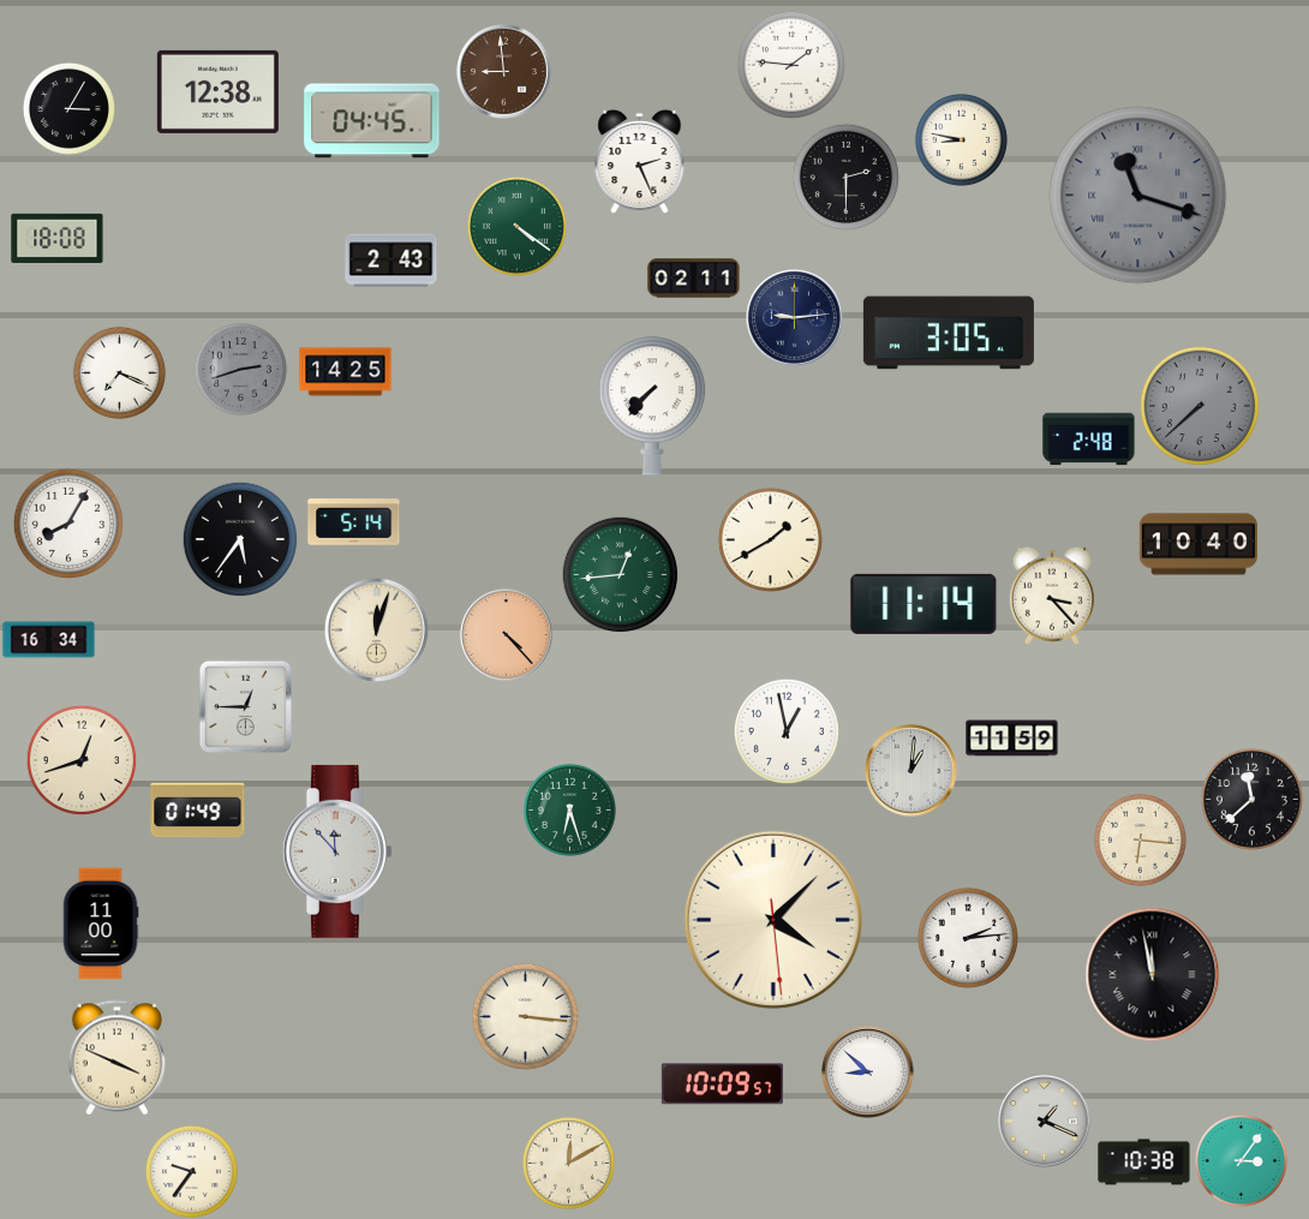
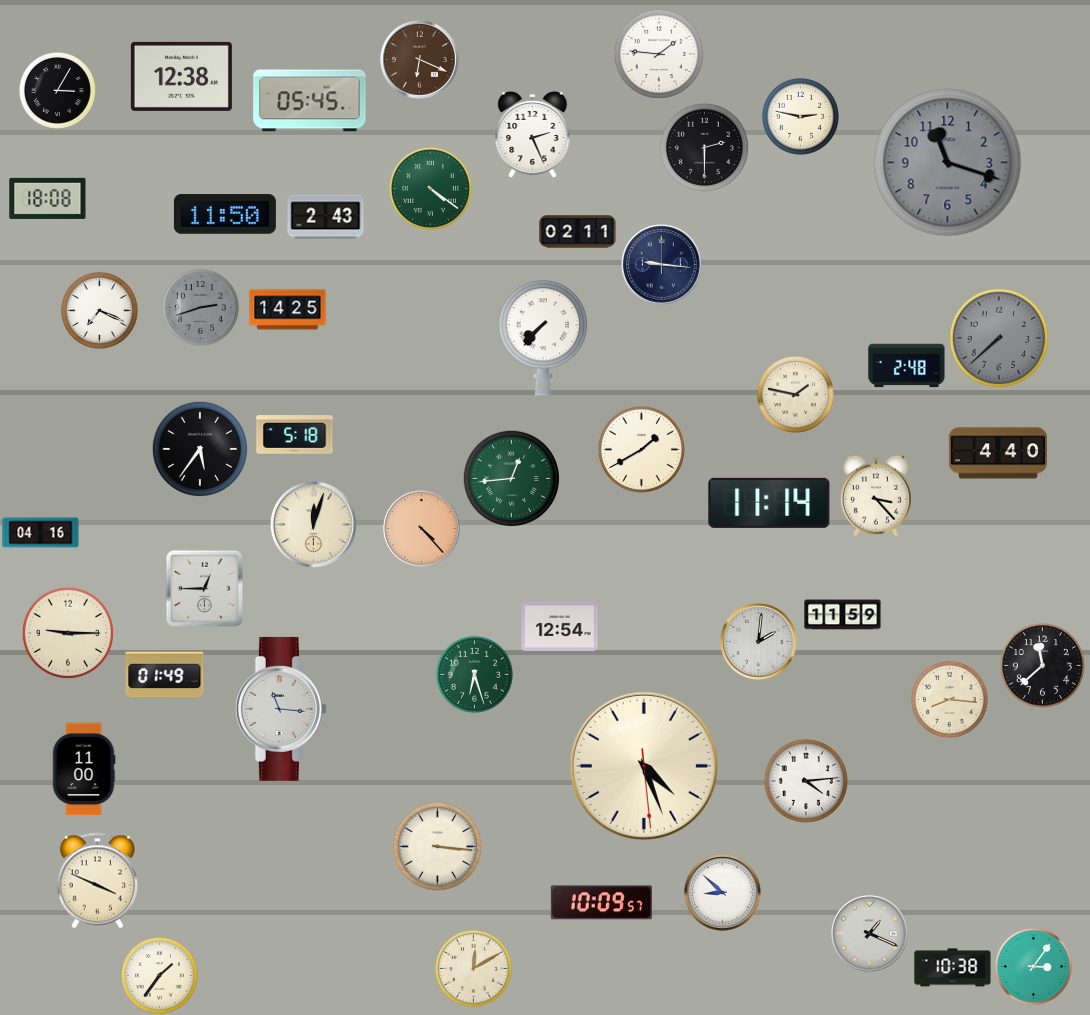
clock at (504, 72): 8:59 -> 6:19
clock at (372, 121): 04:45 -> 05:45
clock at (961, 139): 8:47 -> 2:47
clock at (1138, 196) numerals: Roman -> Arabic
clock at (225, 214): none -> 11:50
clock at (795, 318): 9:14 -> 9:16
clock at (949, 333): 3:05 -> none
clock at (795, 394): none -> 1:47
clock at (354, 522): 5:14 -> 5:18
clock at (68, 524): 8:05 -> none
clock at (1199, 544): 10:40 -> 4:40
clock at (620, 574) position: (620, 574) -> (511, 478)
clock at (49, 640): 16:34 -> 04:16
clock at (787, 731): 12:58 -> none
clock at (560, 626): none -> 12:54
clock at (82, 760): 12:42 -> 9:15
clock at (911, 771): 1:01 -> 2:01
clock at (1140, 839): 6:16 -> 8:16
clock at (337, 851): 11:53 -> 11:16
clock at (773, 920): 4:07 -> 4:26
clock at (968, 938): 2:14 -> 4:14
clock at (1153, 975): 11:58 -> none
clock at (191, 1171): 9:36 -> 1:36
